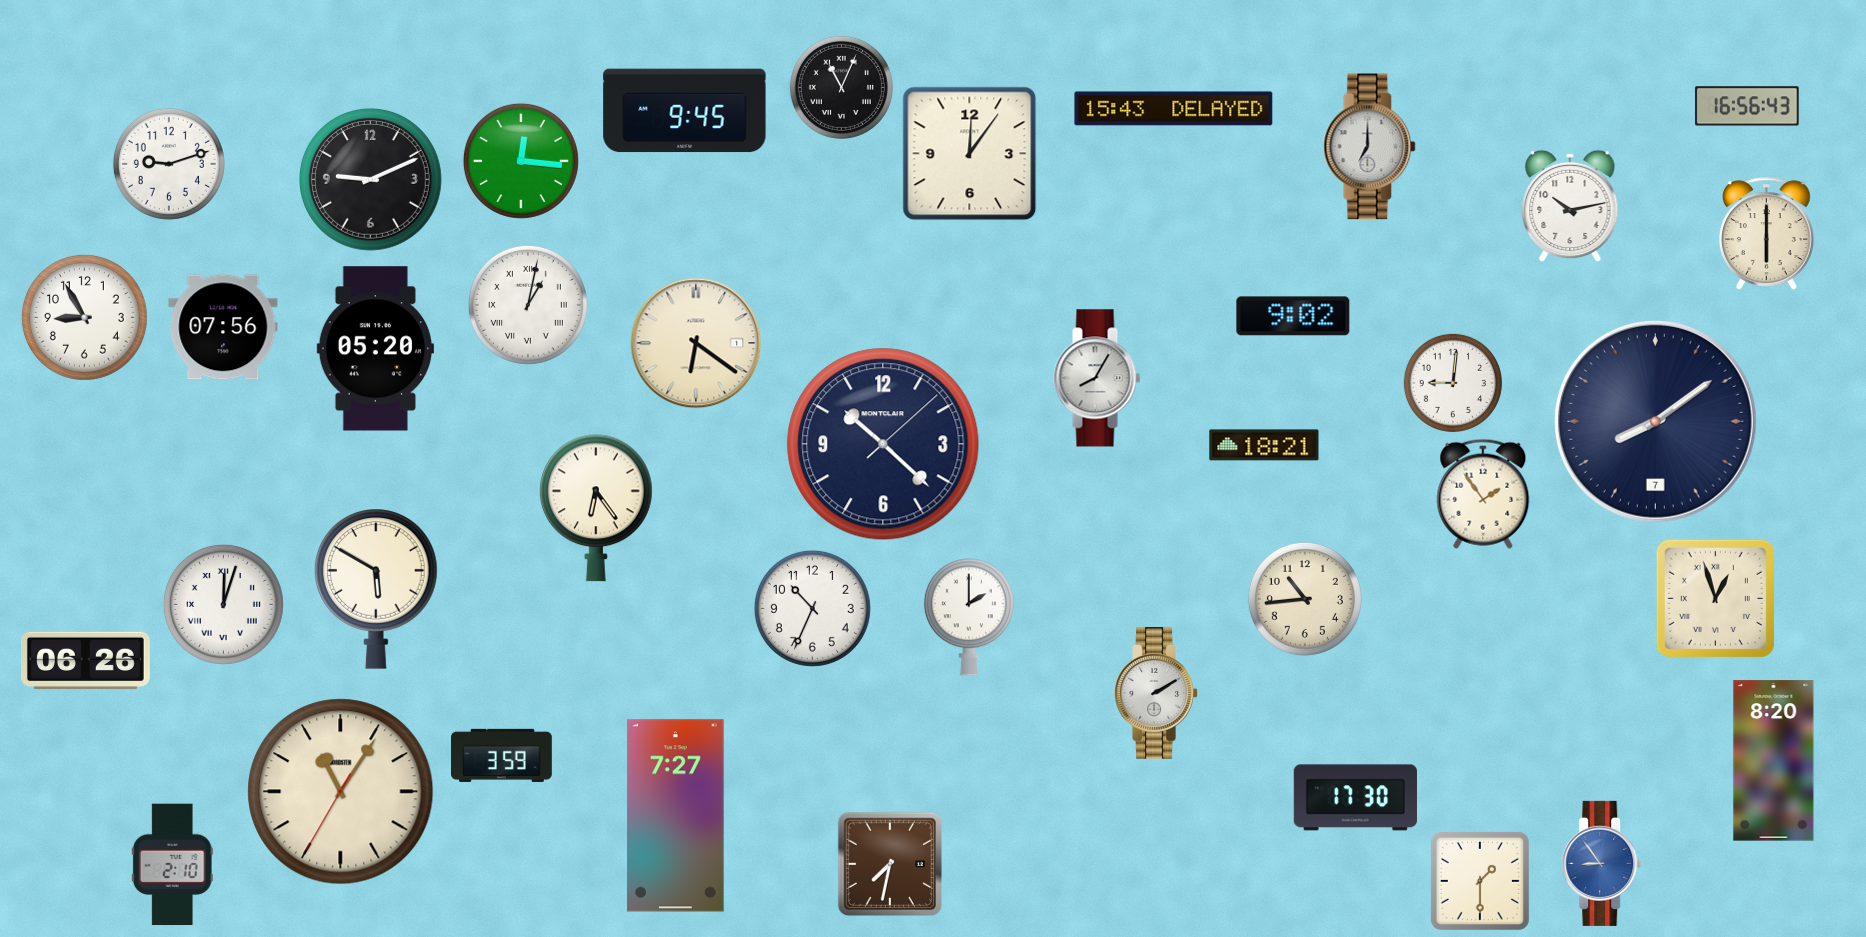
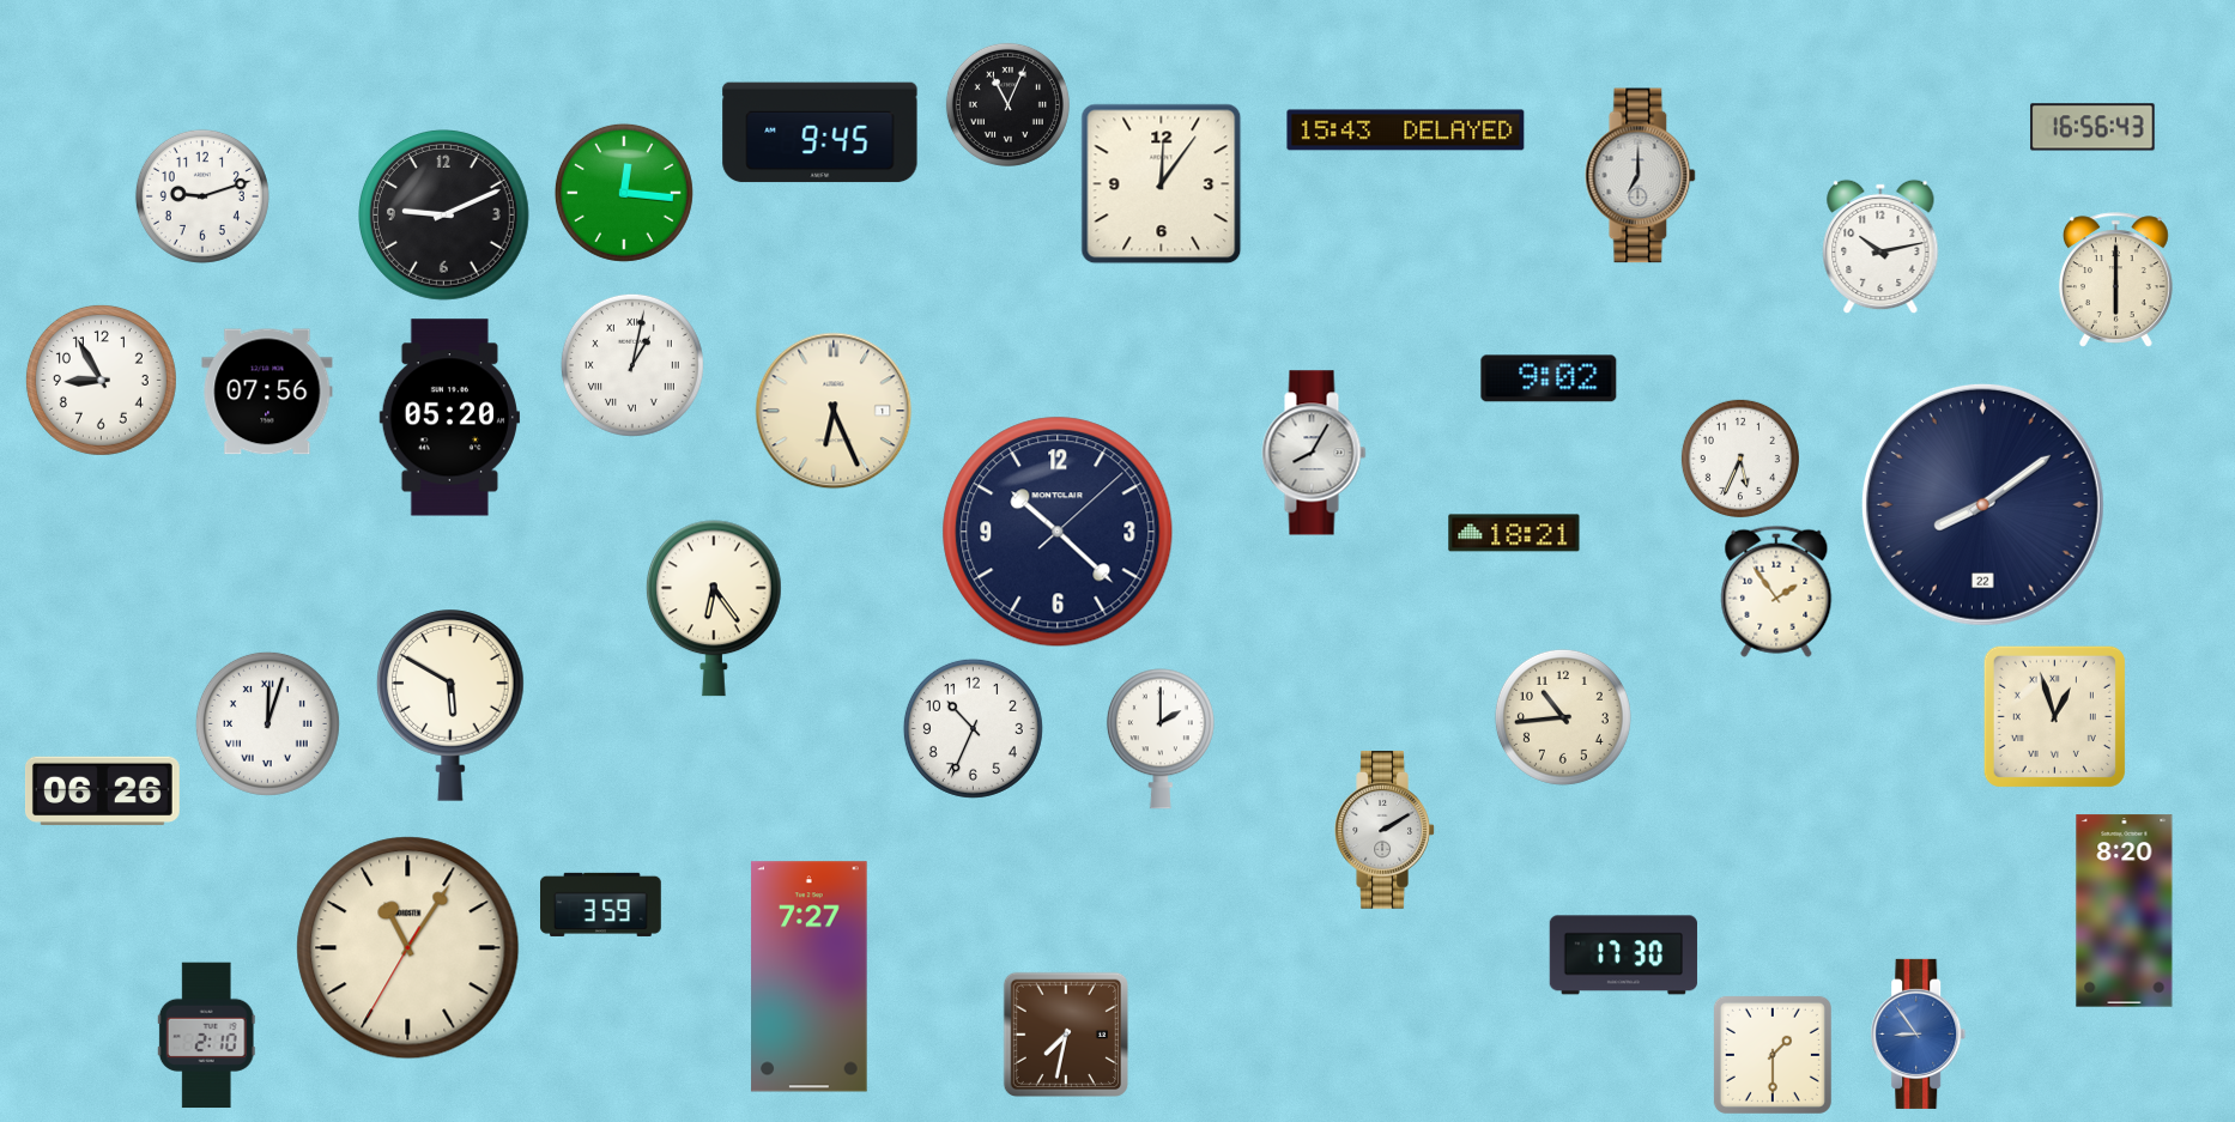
clock at (696, 343): 6:21 -> 6:26
clock at (1453, 383): 9:01 -> 5:34
clock at (1655, 421) date: 7 -> 22
